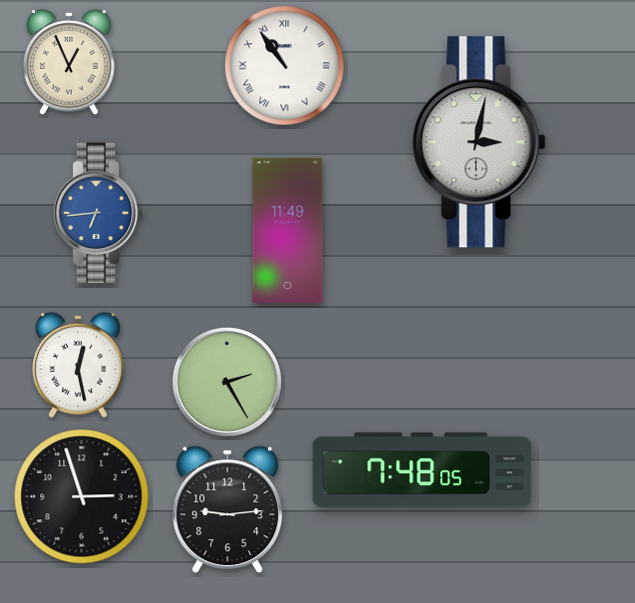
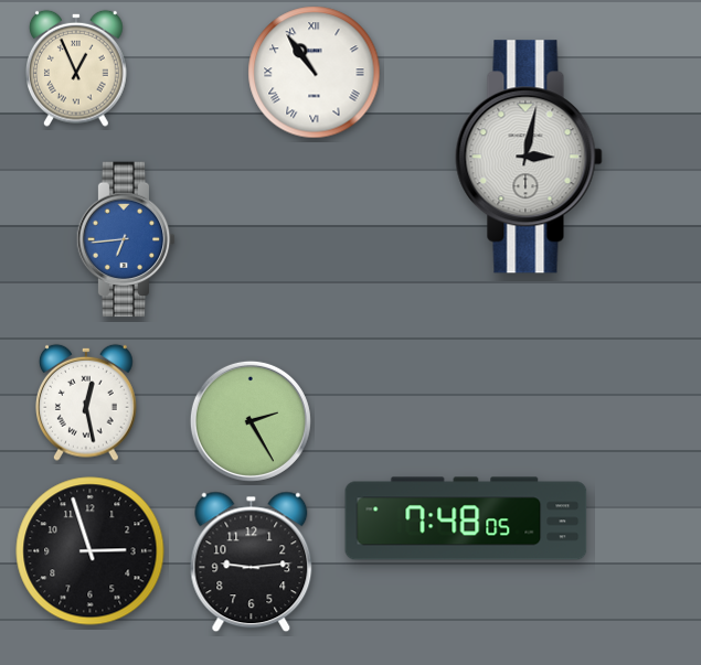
clock at (98, 213) position: (98, 213) -> (126, 239)
clock at (288, 230): 11:49 -> none
clock at (82, 497) position: (82, 497) -> (91, 551)
